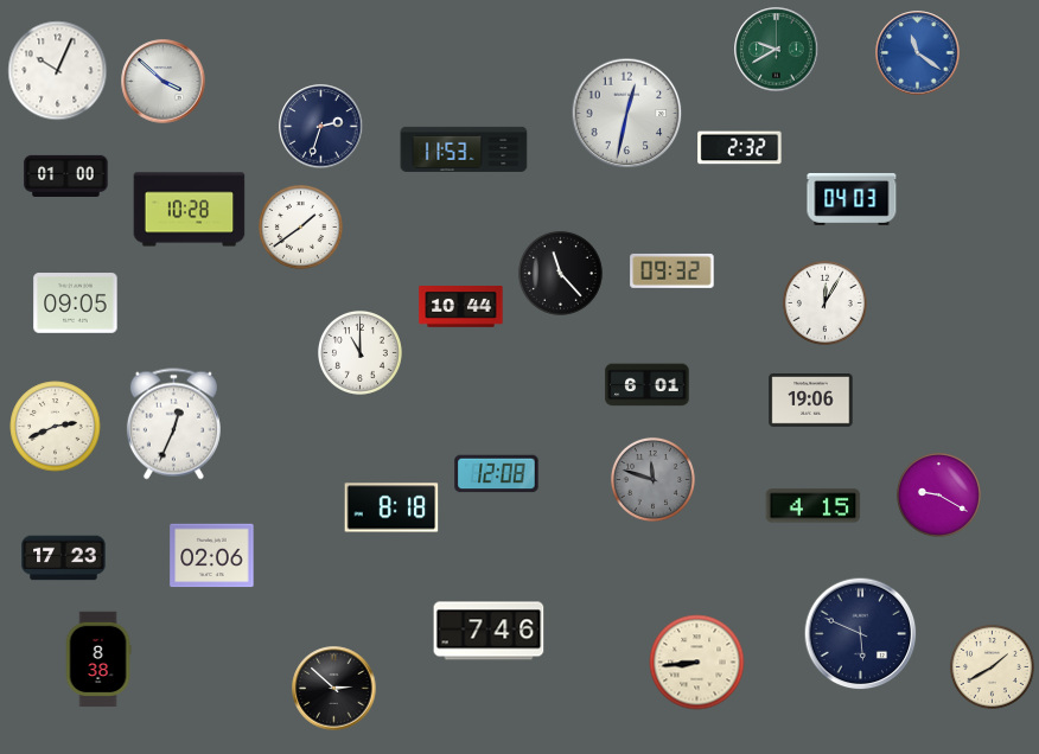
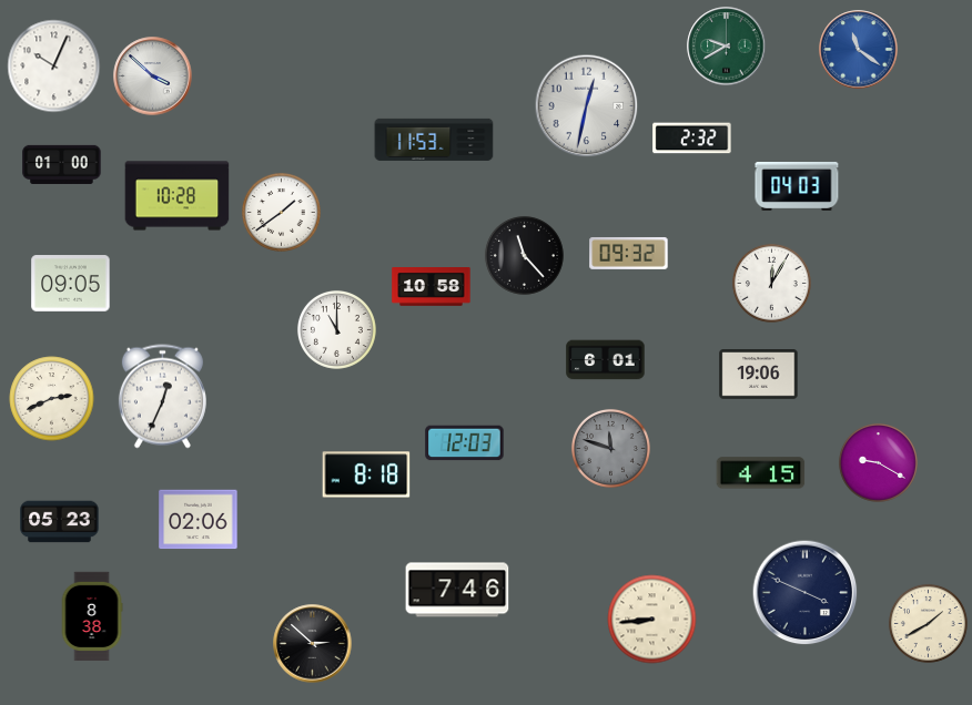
clock at (321, 127): 2:33 -> none
clock at (461, 307): 10:44 -> 10:58
clock at (497, 474): 12:08 -> 12:03
clock at (64, 558): 17:23 -> 05:23
clock at (861, 634): 5:49 -> 3:49
